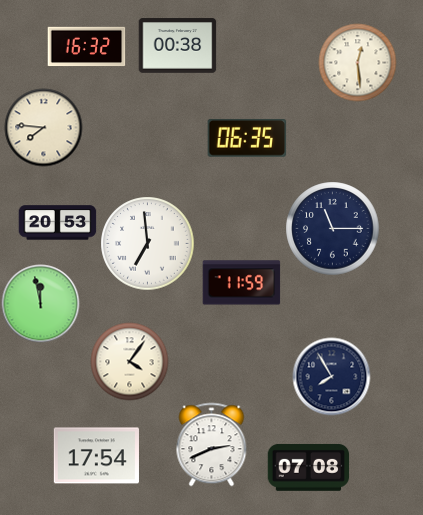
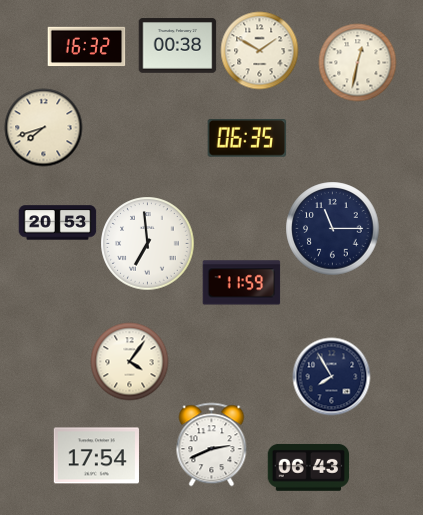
clock at (259, 50): none -> 1:50
clock at (357, 62): 12:29 -> 12:32
clock at (43, 127): 7:46 -> 7:42
clock at (40, 303): 11:58 -> none
clock at (308, 467): 07:08 -> 06:43
